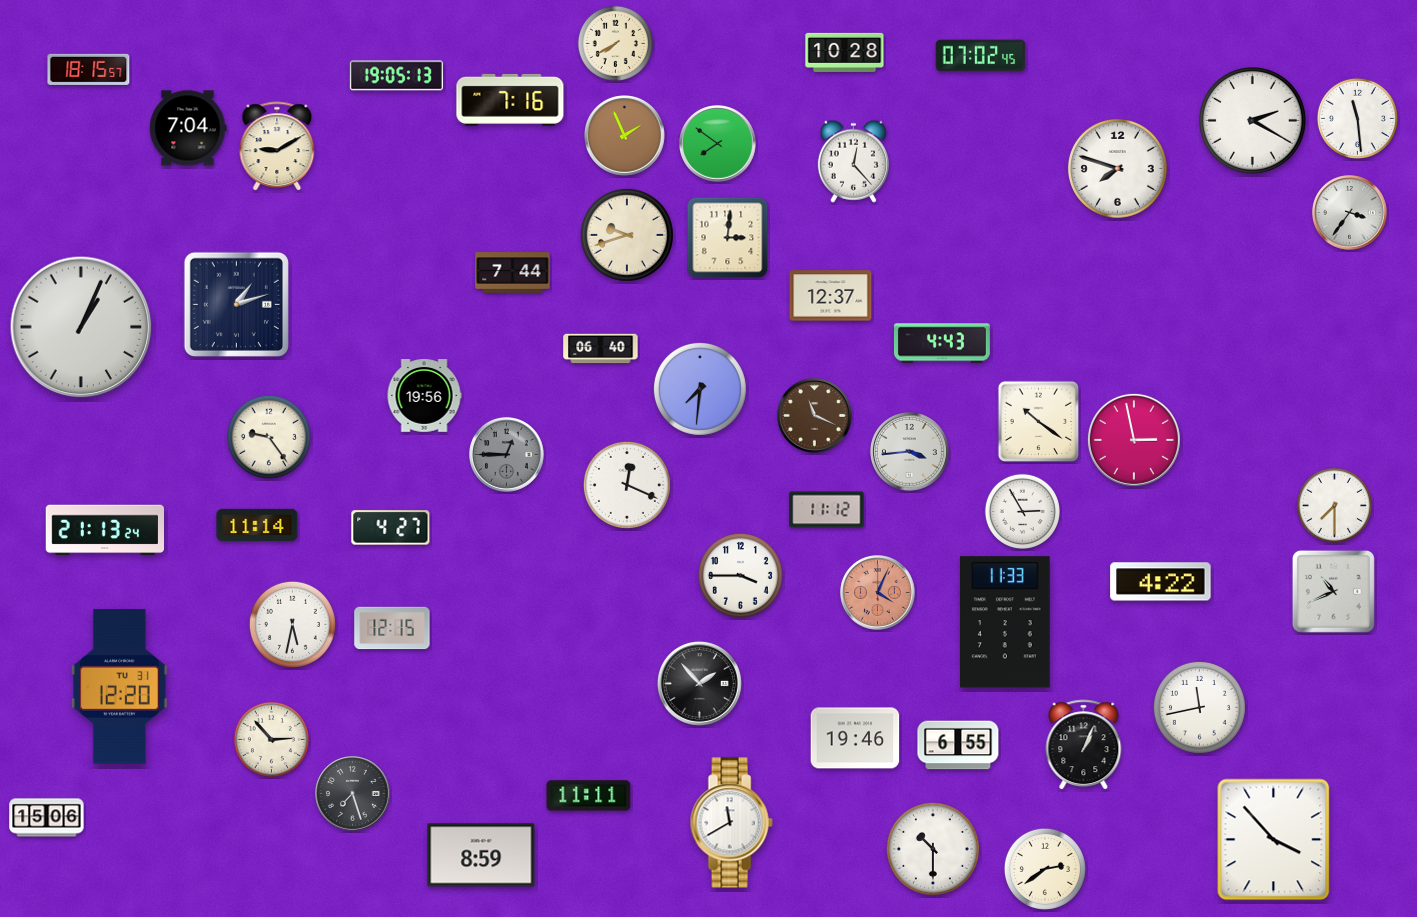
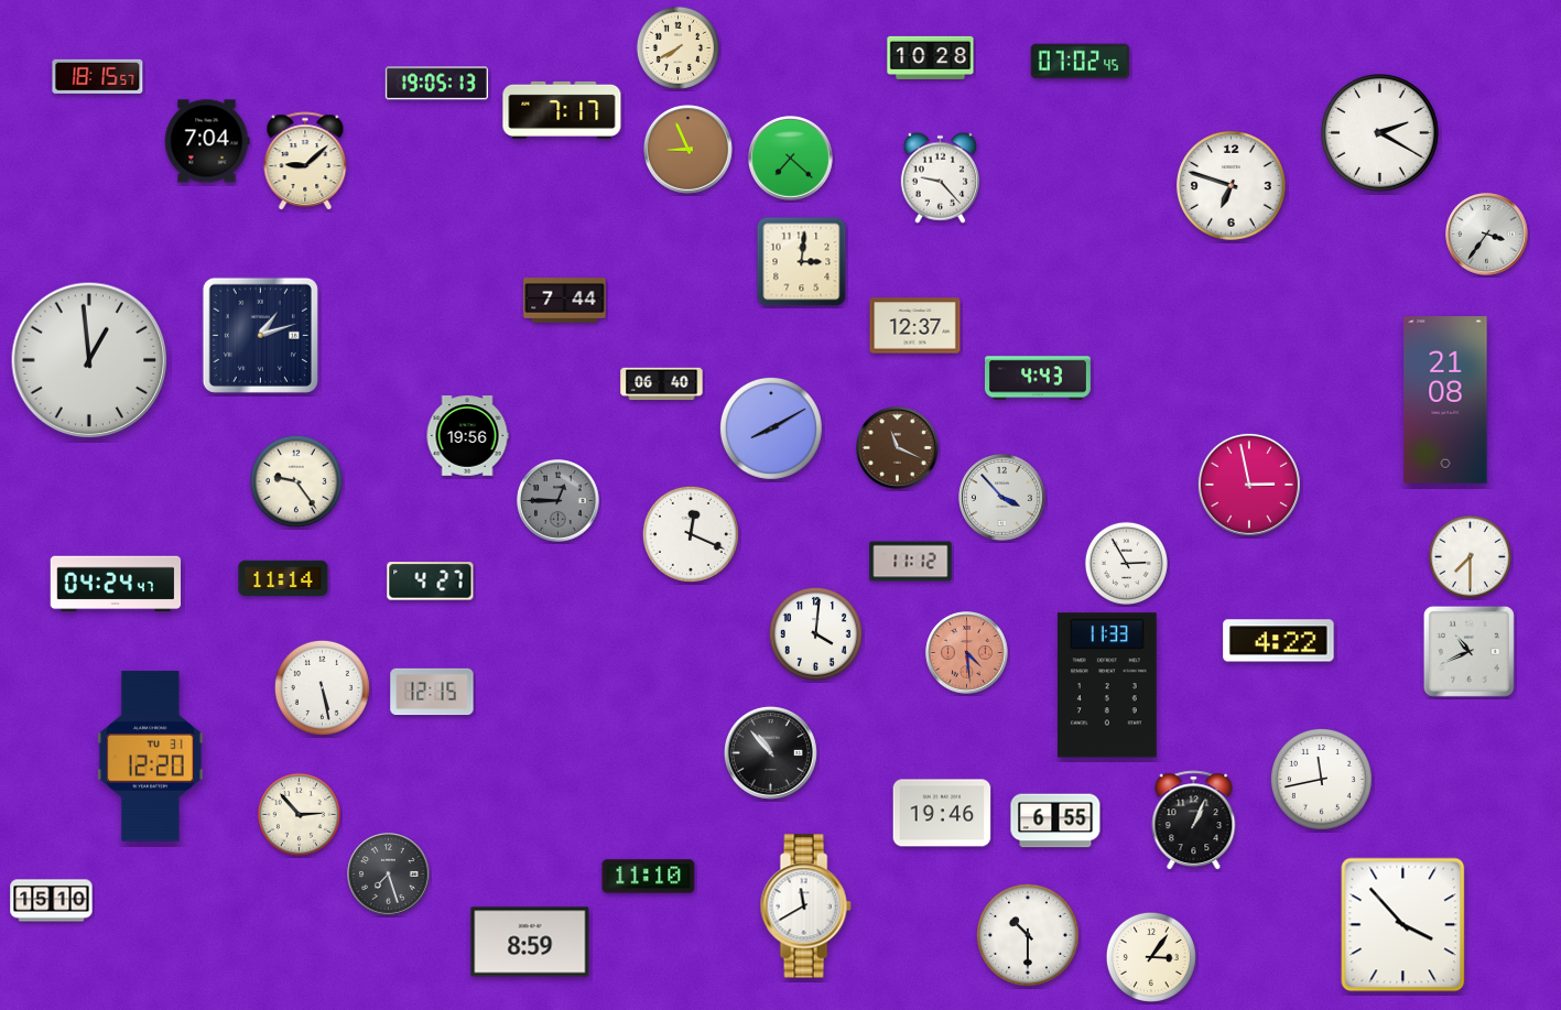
clock at (510, 100): 7:16 -> 7:17
clock at (1357, 118): 11:29 -> none
clock at (625, 136): 1:56 -> 8:56
clock at (718, 144): 7:51 -> 7:22
clock at (277, 147): 9:10 -> 9:08
clock at (853, 161): 12:23 -> 9:23
clock at (1118, 168): 7:48 -> 6:48
clock at (627, 235): 9:42 -> none
clock at (81, 327): 1:04 -> 12:59
clock at (1445, 401): none -> 21:08
clock at (700, 389): 7:31 -> 8:10
clock at (815, 416) position: (815, 416) -> (898, 448)
clock at (1038, 421): 10:21 -> none
clock at (910, 452): 3:44 -> 3:53
clock at (104, 530): 21:13 -> 04:24
clock at (740, 575): 3:45 -> 4:01
clock at (878, 593): 4:04 -> 4:29
clock at (292, 624): 5:32 -> 5:28
clock at (699, 683): 1:53 -> 10:53
clock at (119, 687) position: (119, 687) -> (150, 757)
clock at (589, 796): 11:11 -> 11:10
clock at (47, 818): 15:06 -> 15:10
clock at (1045, 869): 2:39 -> 3:06
